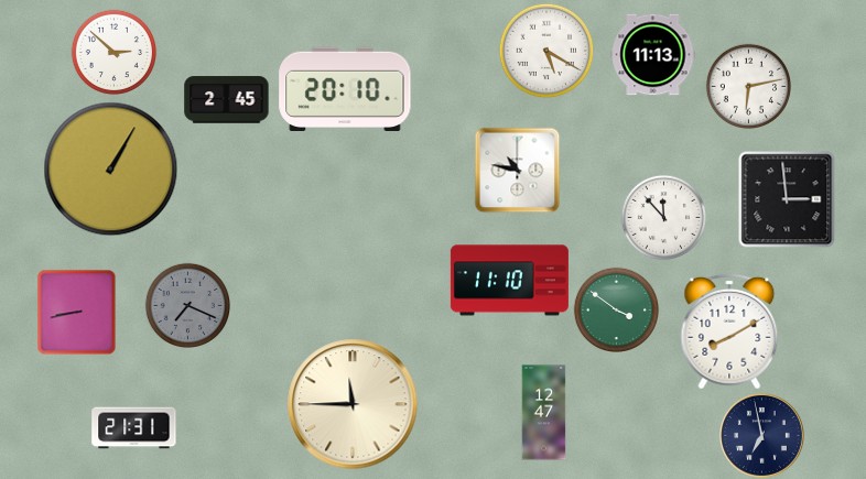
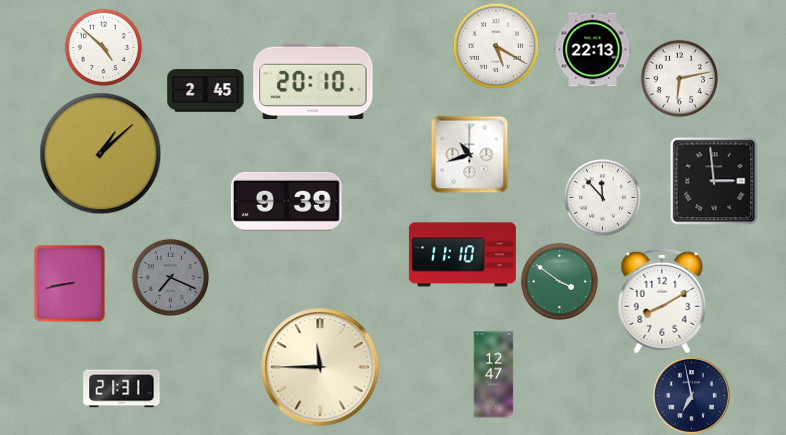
clock at (113, 52): 2:52 -> 4:52
clock at (653, 55): 11:13 -> 22:13
clock at (111, 170): 1:05 -> 1:08
clock at (517, 170): 10:47 -> 10:42
clock at (286, 201): none -> 9:39
